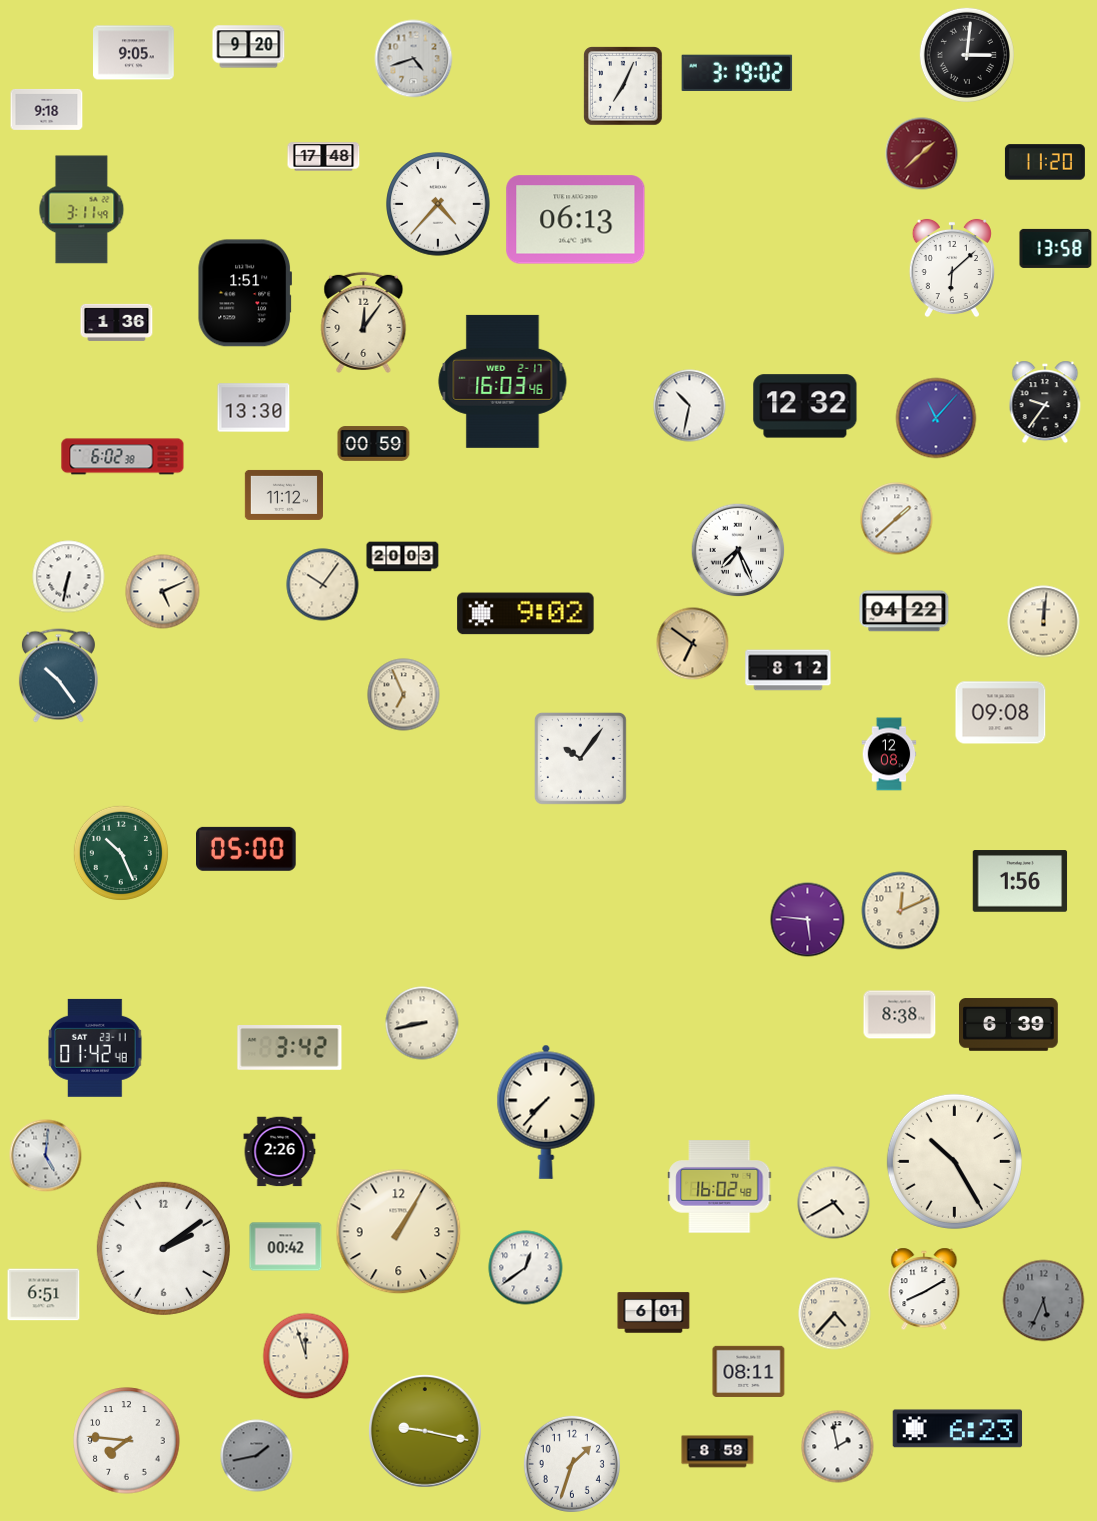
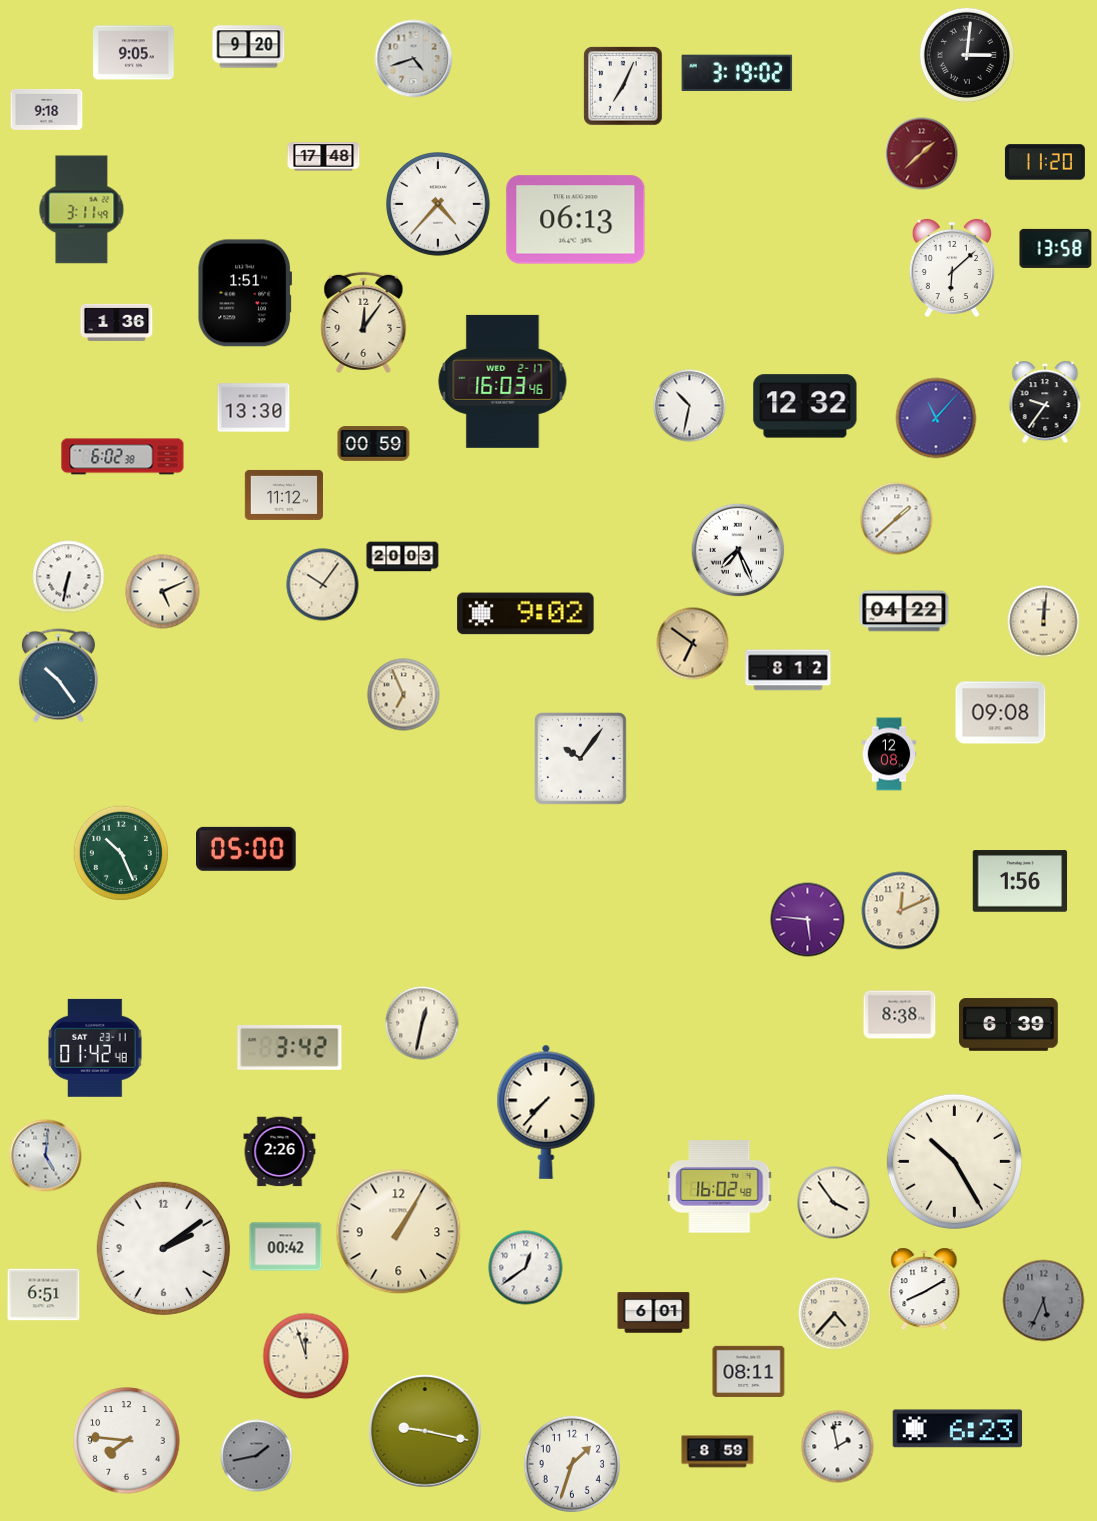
clock at (422, 1023): 8:43 -> 12:32
clock at (834, 1203): 4:40 -> 3:54
